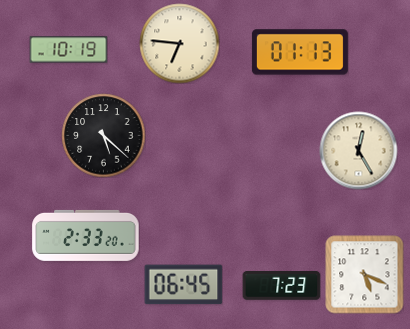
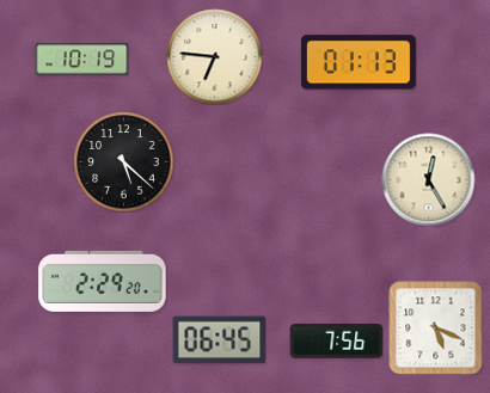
clock at (179, 43) position: (179, 43) -> (214, 56)
clock at (86, 235): 2:33 -> 2:29
clock at (281, 286): 7:23 -> 7:56
